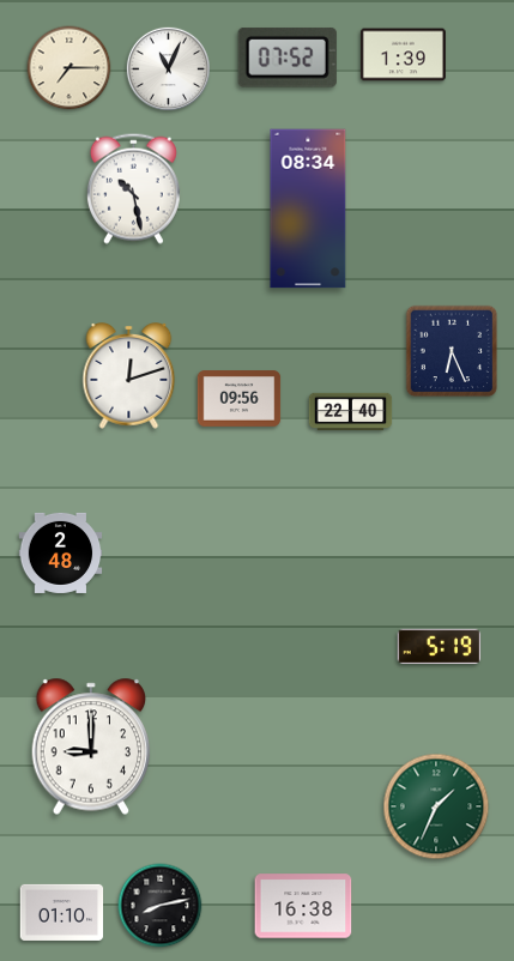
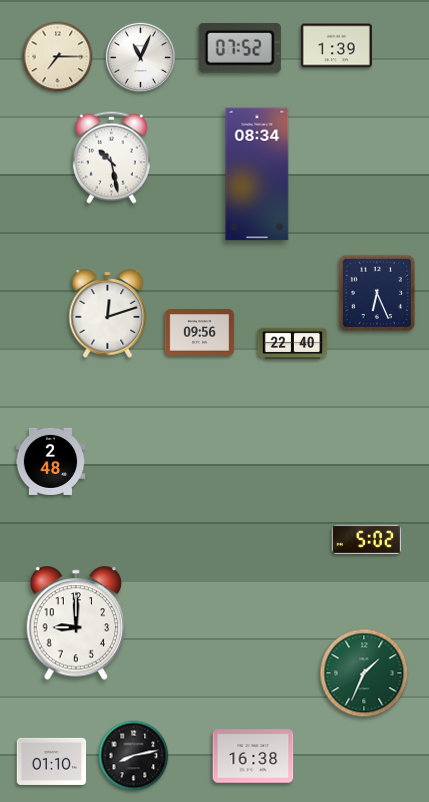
clock at (440, 646): 5:19 -> 5:02
